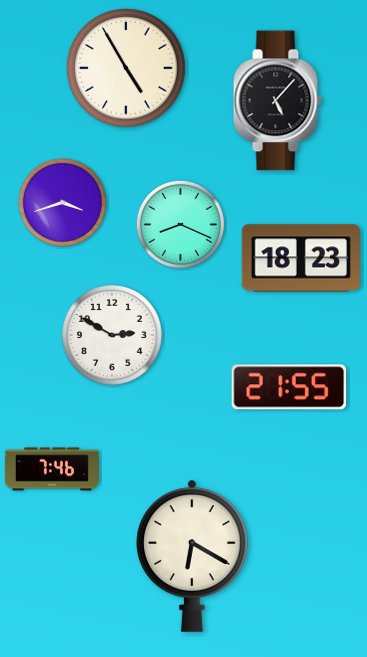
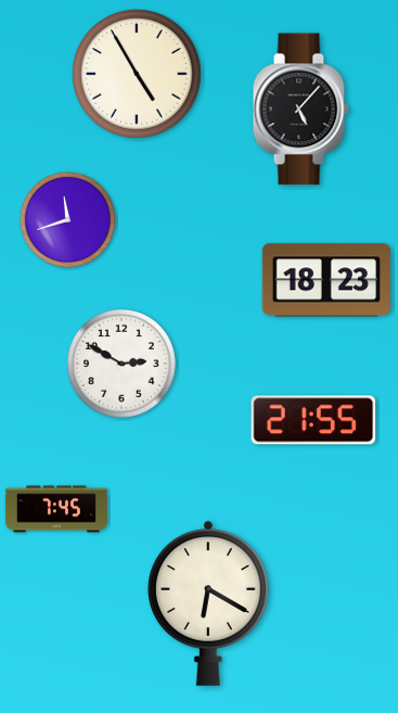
clock at (62, 202): 3:42 -> 11:42
clock at (180, 224): 8:19 -> none
clock at (52, 469): 7:46 -> 7:45
